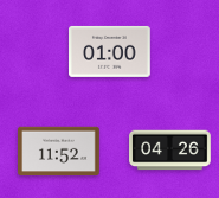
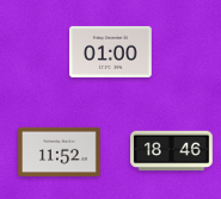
clock at (170, 151): 04:26 -> 18:46
